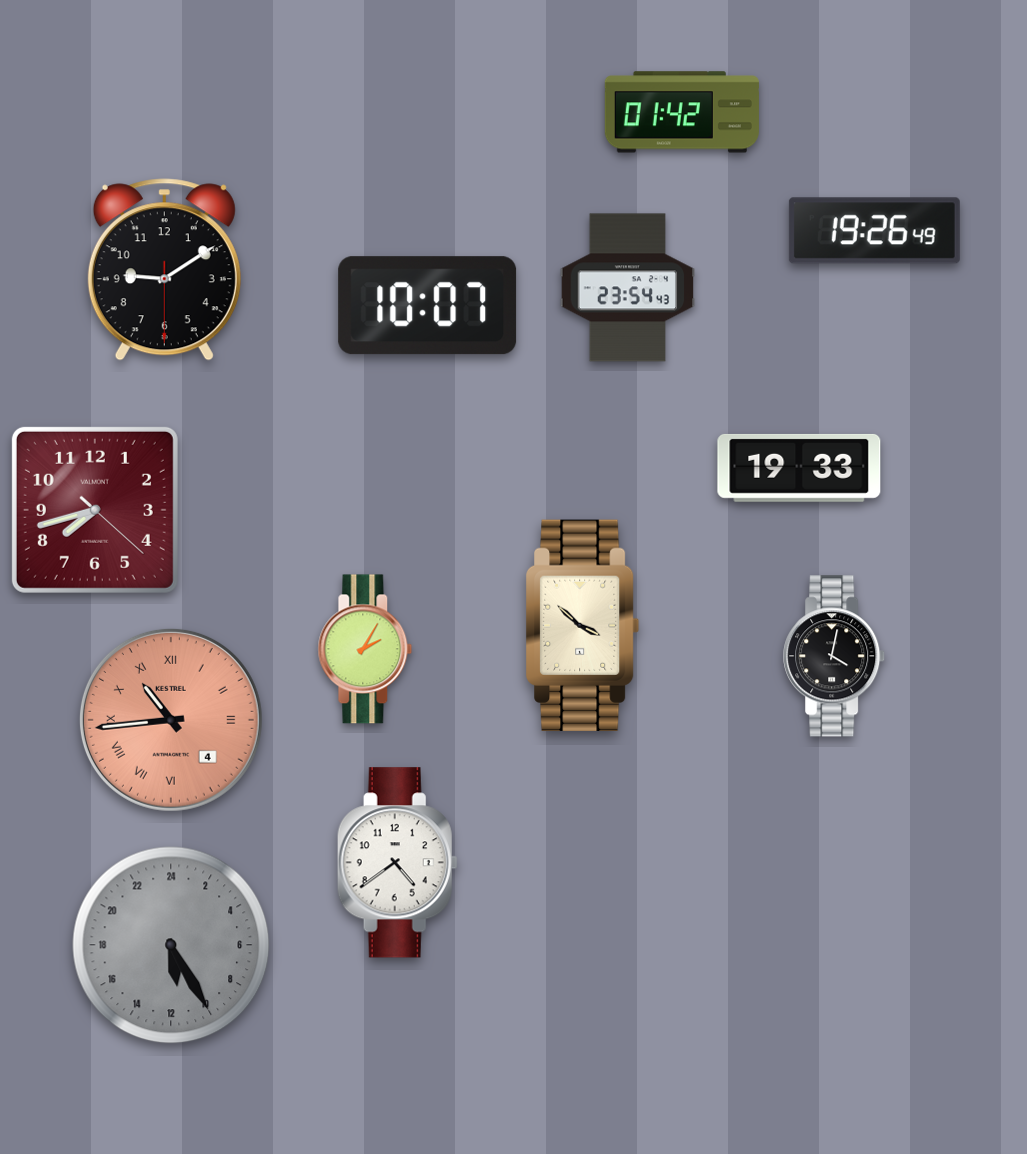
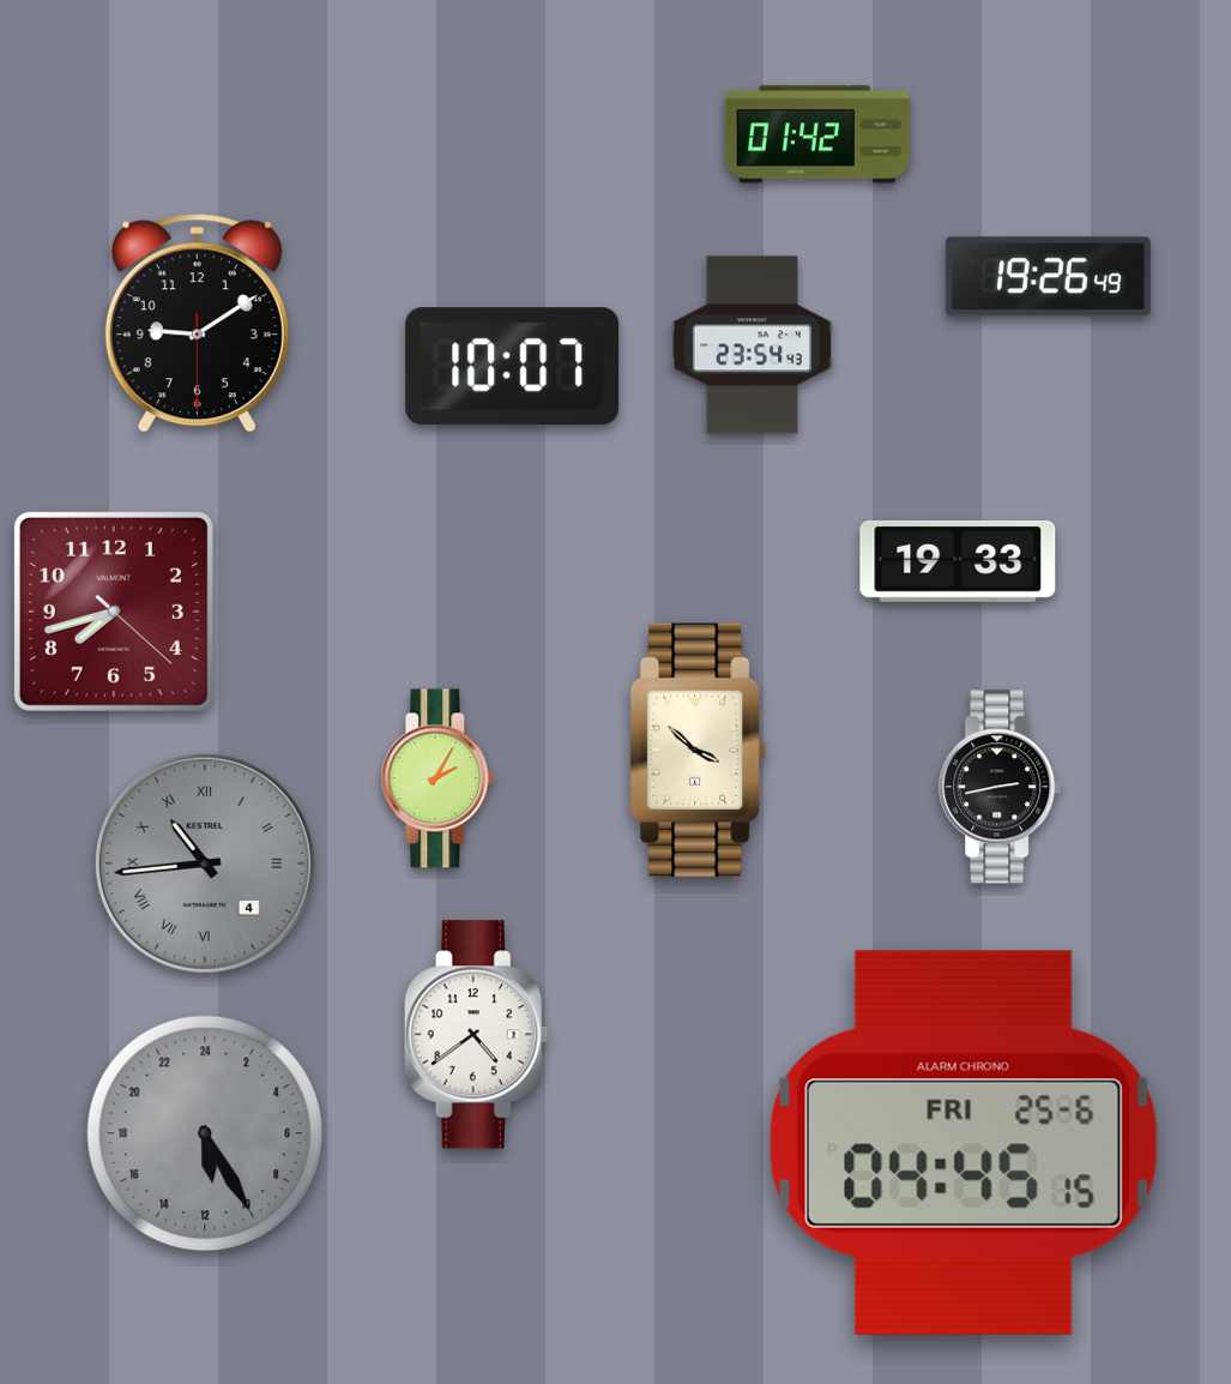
clock at (835, 656): 4:02 -> 2:43
clock at (171, 720) dial: salmon -> grey
clock at (964, 1143): none -> 04:45
